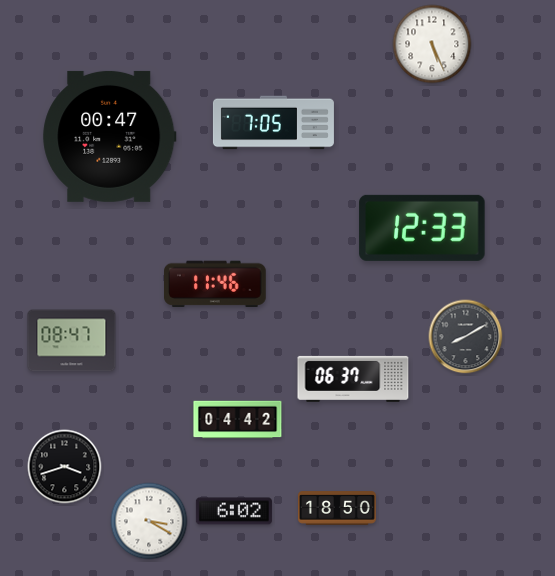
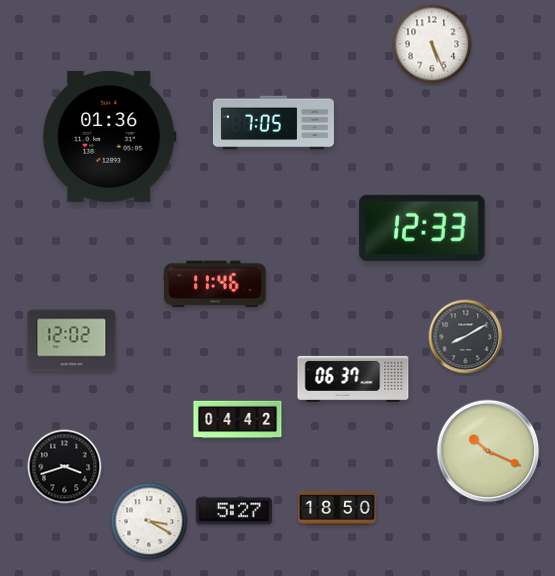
clock at (110, 136): 00:47 -> 01:36
clock at (72, 341): 08:47 -> 12:02
clock at (488, 451): none -> 10:19
clock at (234, 511): 6:02 -> 5:27
